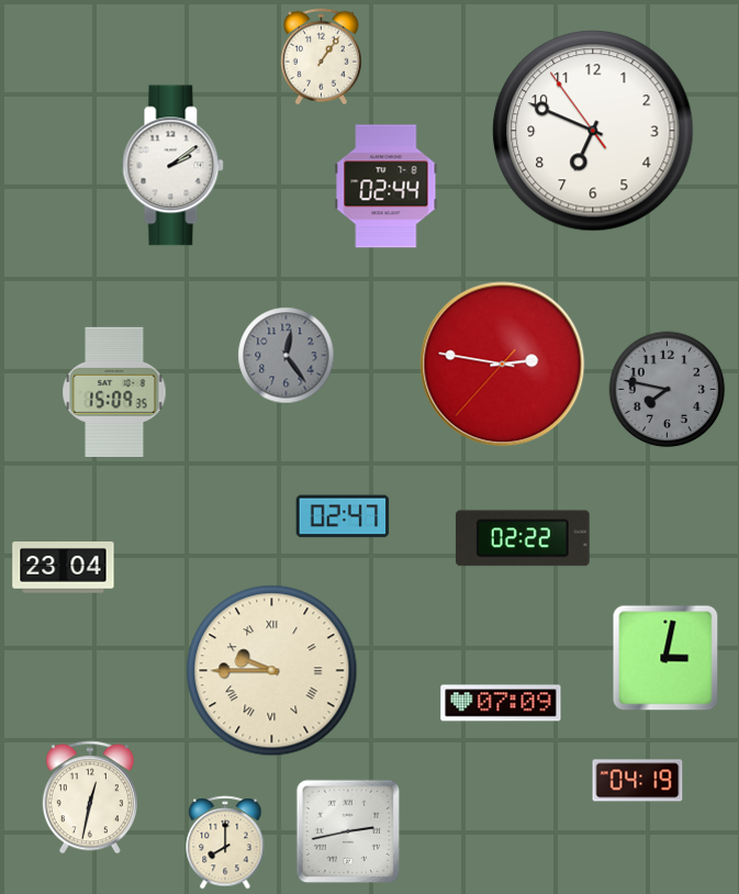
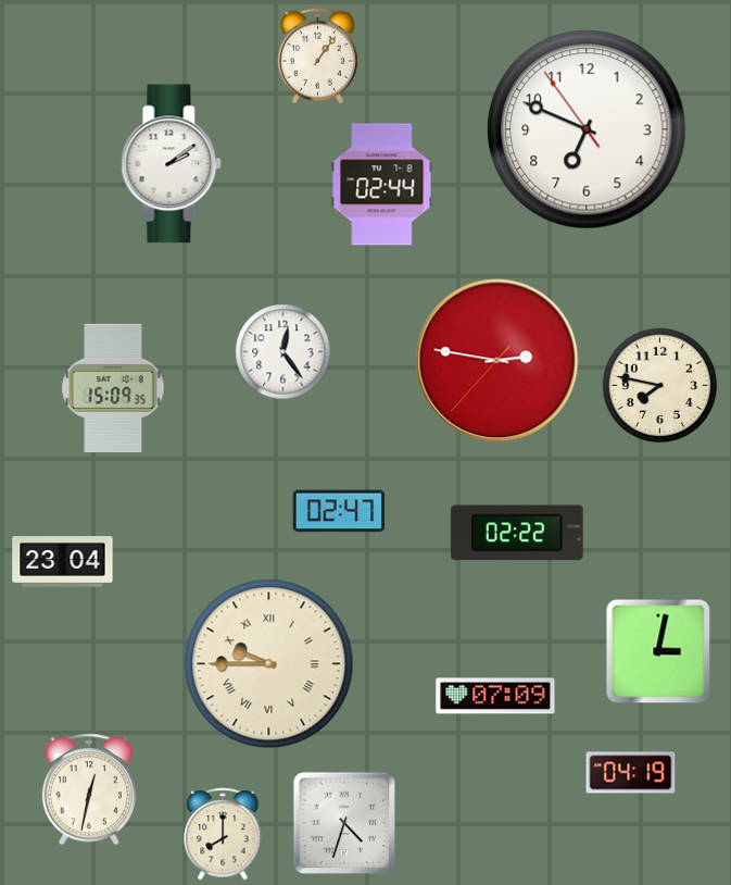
clock at (287, 356) dial: grey -> white
clock at (668, 390) dial: grey -> cream
clock at (347, 830): 2:43 -> 4:33
